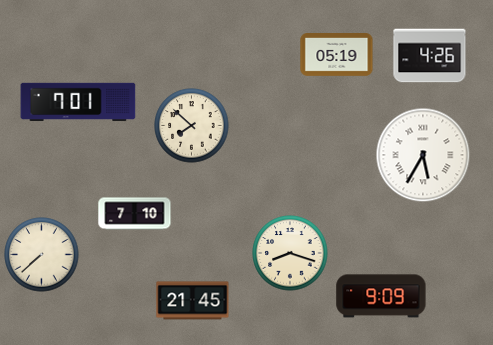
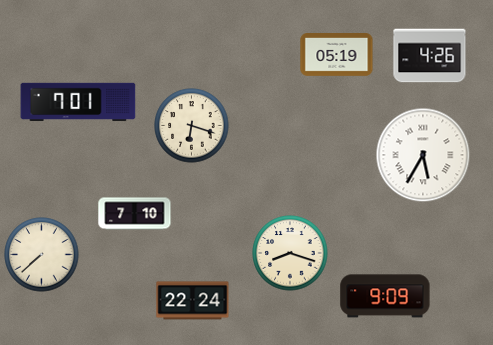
clock at (192, 126): 7:52 -> 6:18
clock at (381, 296) position: (381, 296) -> (385, 296)
clock at (193, 301): 21:45 -> 22:24
